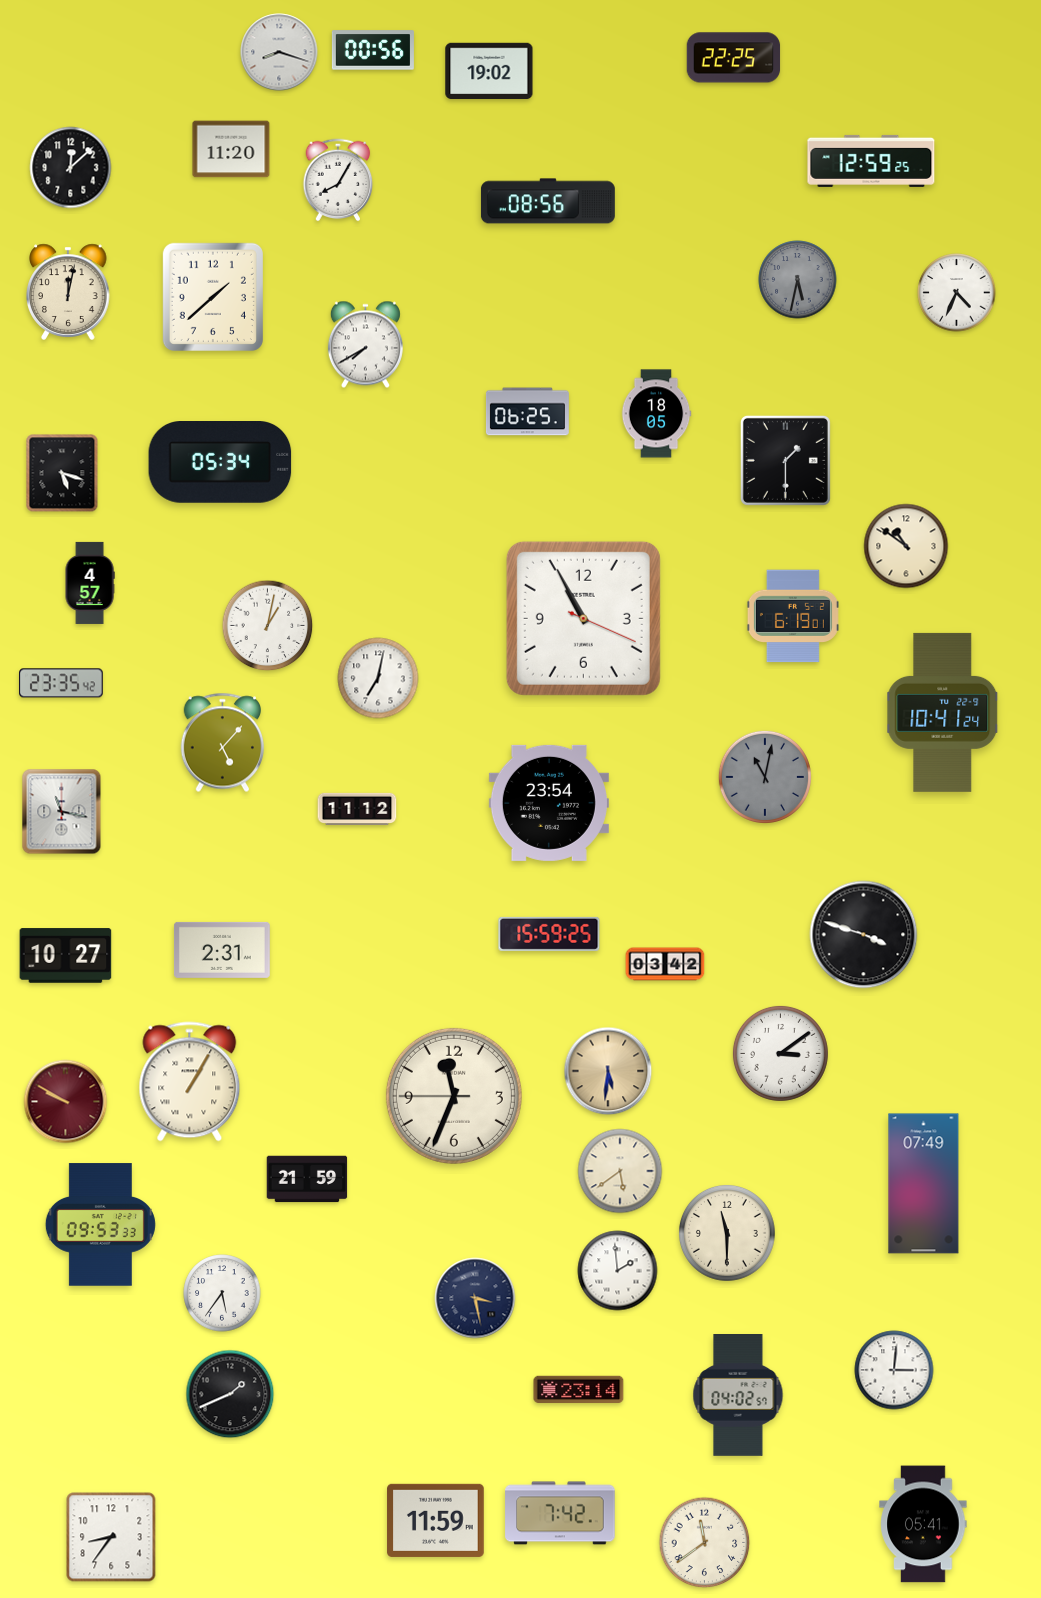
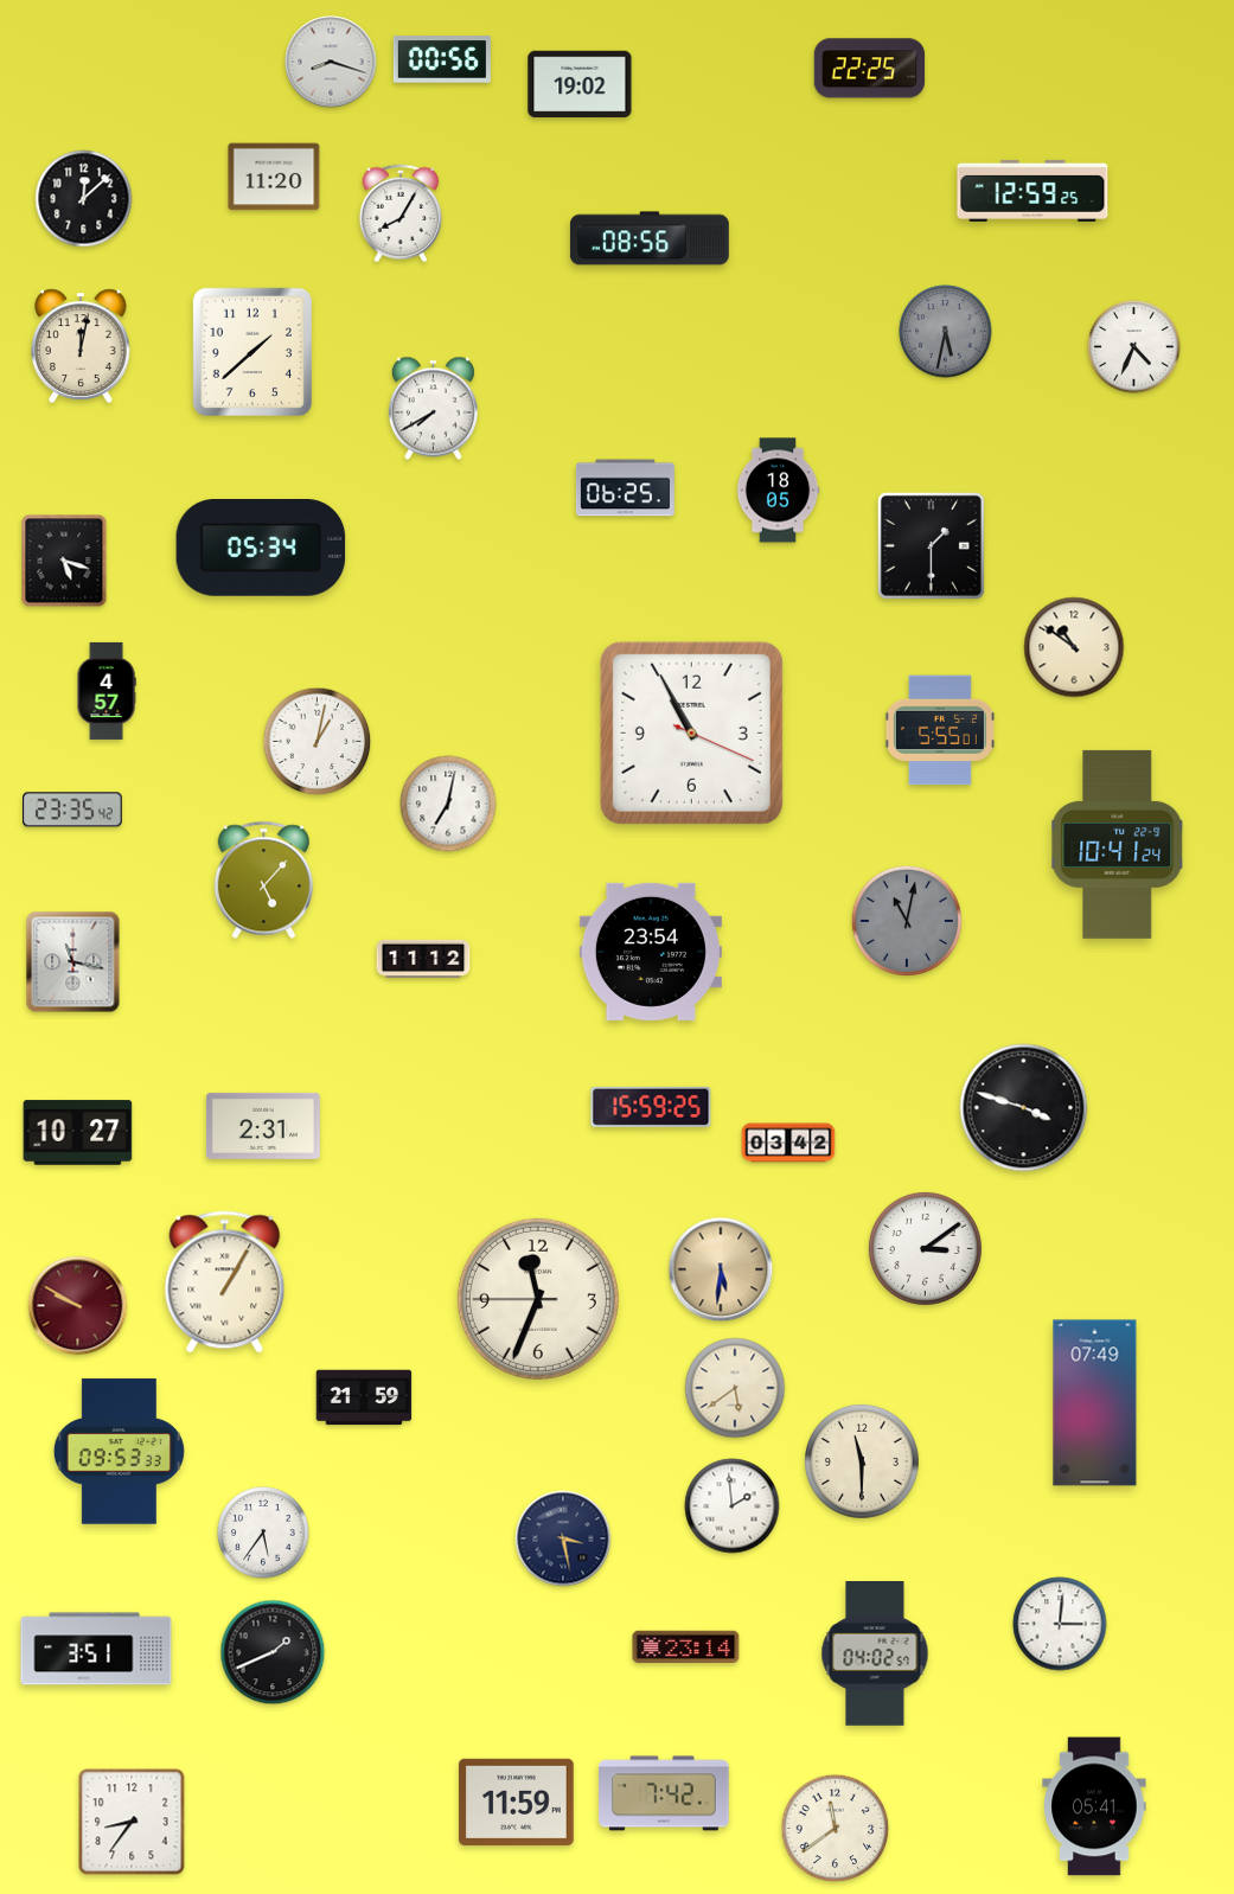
clock at (62, 473) position: (62, 473) -> (64, 561)
clock at (793, 616): 6:19 -> 5:55
clock at (96, 1649): none -> 3:51
